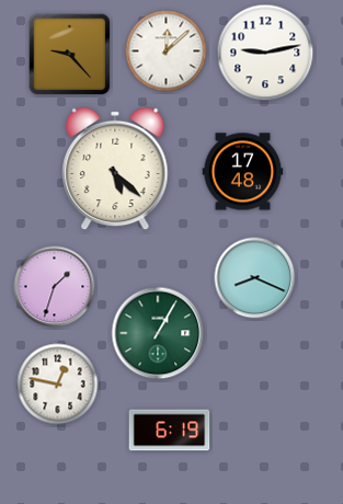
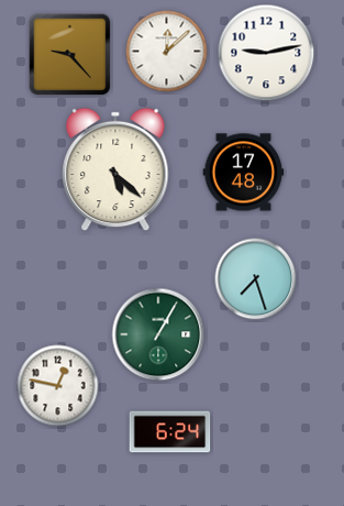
clock at (255, 278): 8:19 -> 7:27
clock at (55, 287): 1:33 -> none
clock at (170, 431): 6:19 -> 6:24
